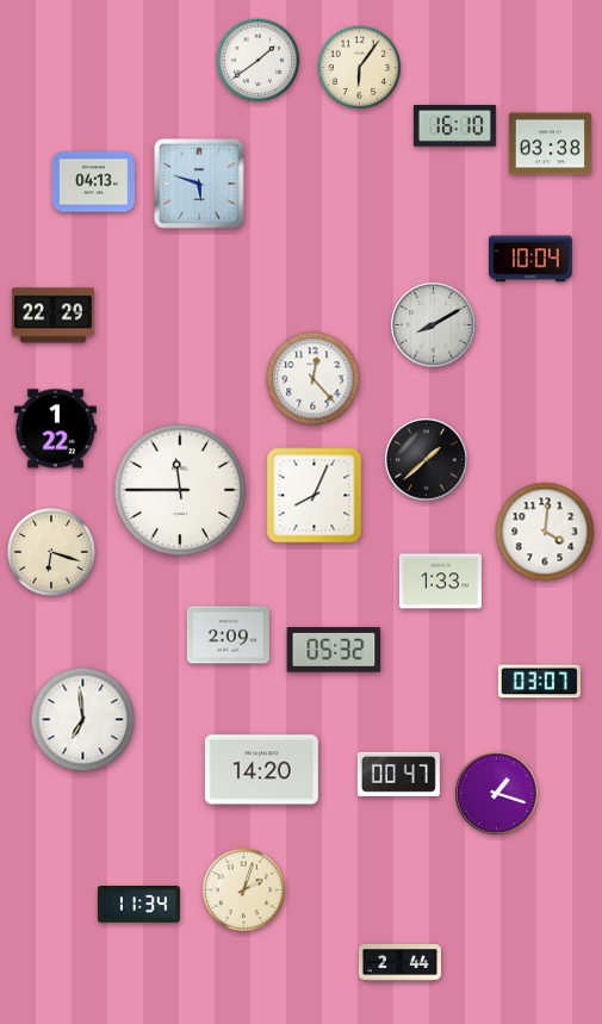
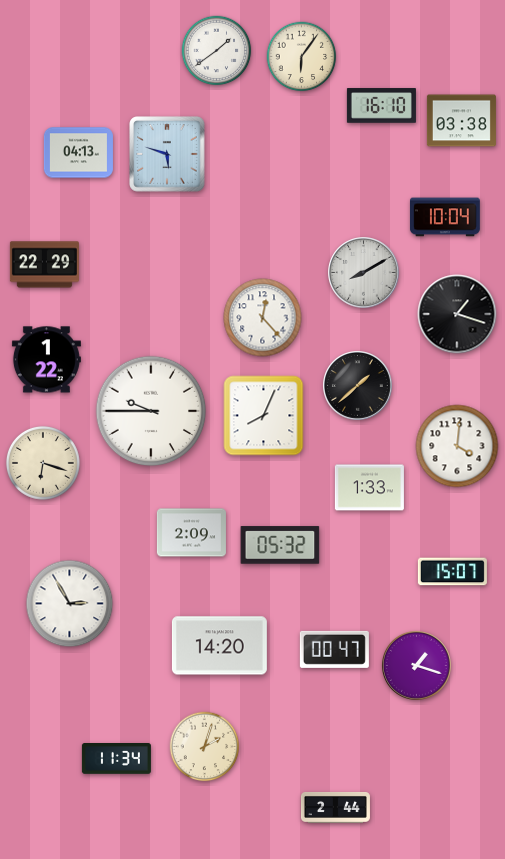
clock at (457, 314): none -> 1:18
clock at (180, 490): 11:45 -> 9:45
clock at (539, 682): 03:07 -> 15:07
clock at (83, 720): 6:59 -> 2:55
